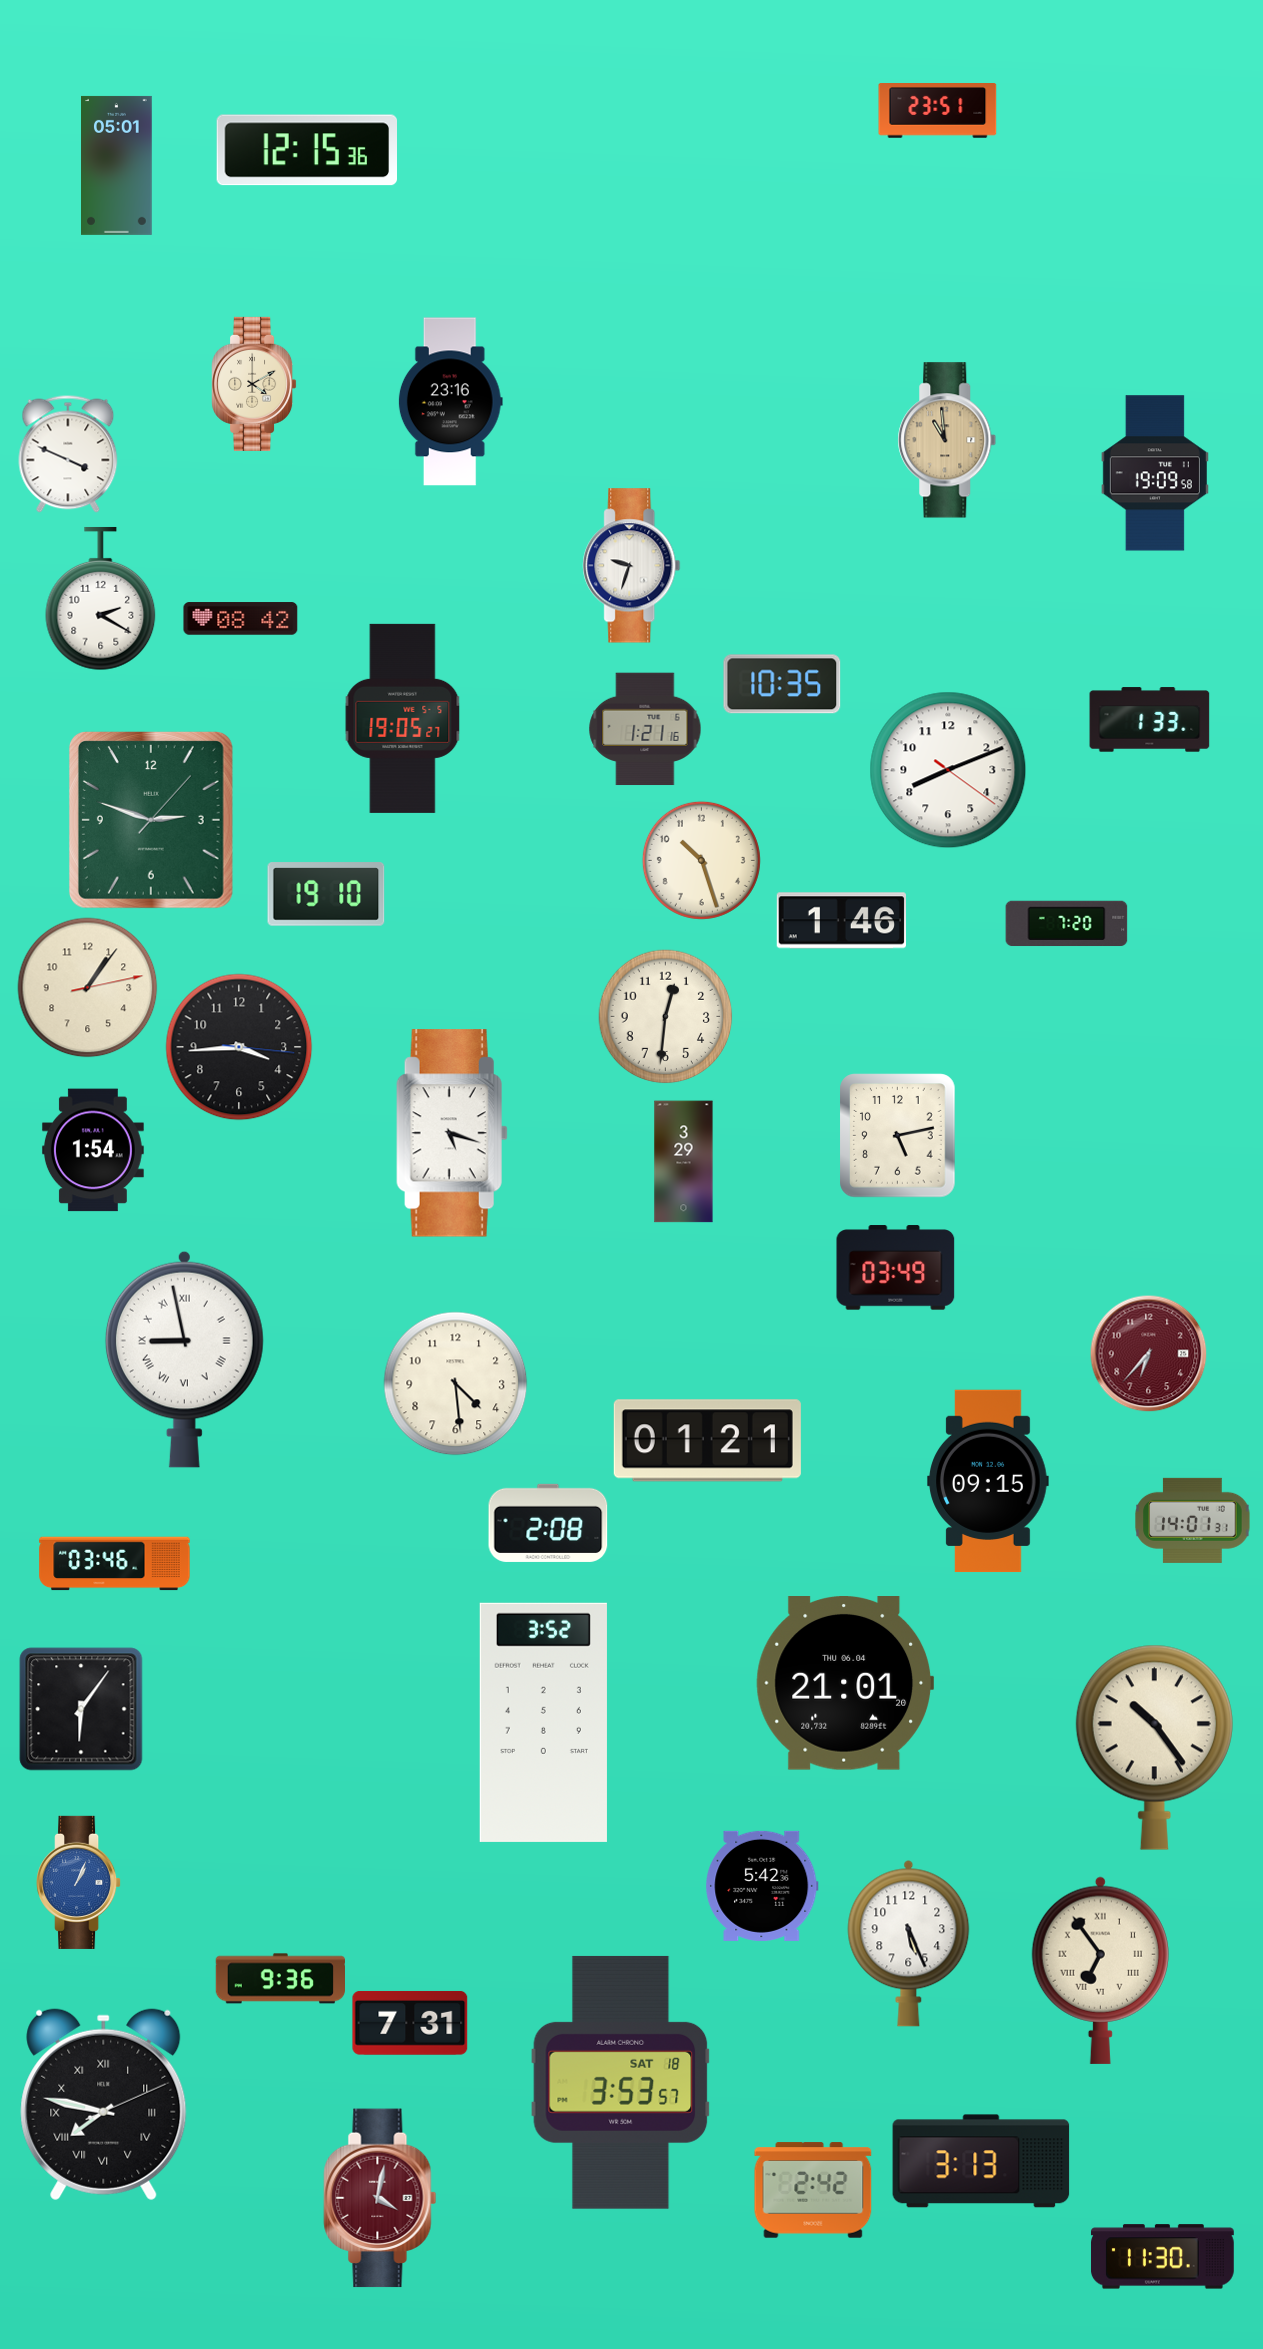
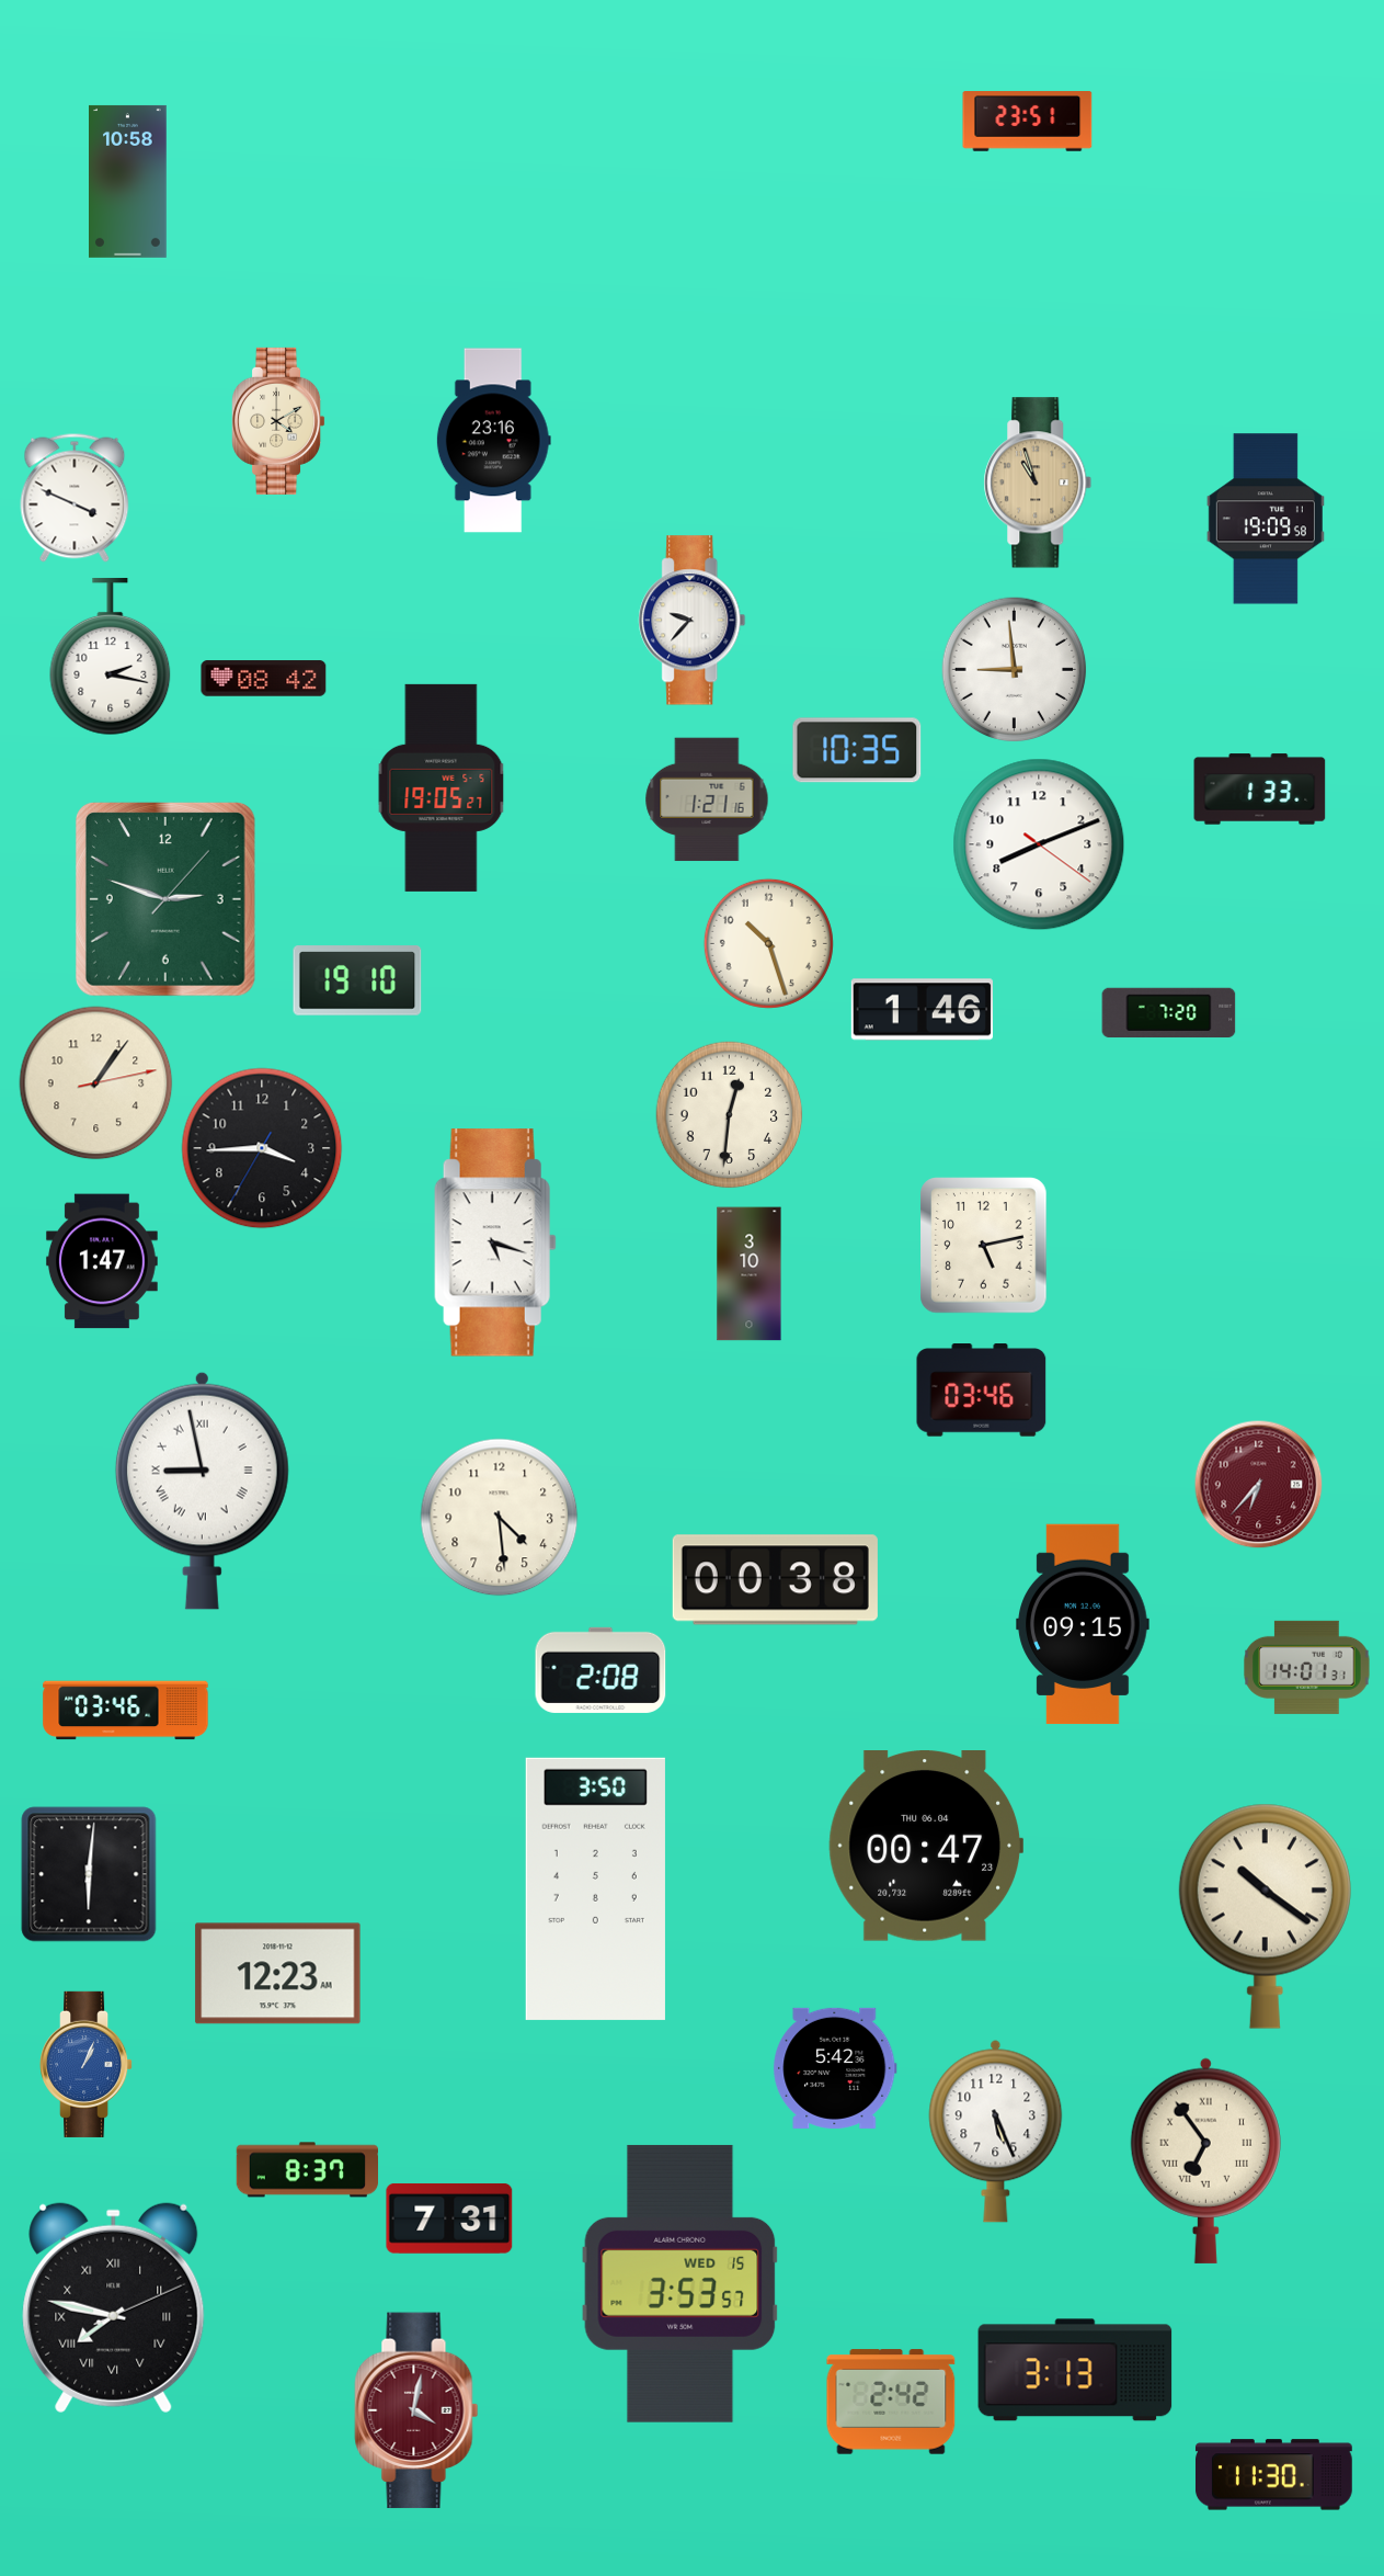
clock at (306, 150): 12:15 -> none
clock at (117, 165): 05:01 -> 10:58
clock at (947, 440): 10:59 -> 10:57
clock at (632, 566): 9:33 -> 9:37
clock at (101, 599): 2:20 -> 2:17
clock at (1015, 670): none -> 8:59
clock at (239, 1047): 3:44:16 -> 3:44:35
clock at (93, 1150): 1:54 -> 1:47
clock at (684, 1162): 3:29 -> 3:10
clock at (896, 1268): 03:49 -> 03:46
clock at (707, 1441): 01:21 -> 00:38
clock at (115, 1564) position: (115, 1564) -> (126, 1711)
clock at (844, 1684): 21:01 -> 00:47
clock at (81, 1709): 6:06 -> 6:01
clock at (543, 1722): 3:52 -> 3:50
clock at (1154, 1747): 10:24 -> 10:21
clock at (278, 1974): none -> 12:23
clock at (280, 1979): 9:36 -> 8:37
clock at (621, 2082) date: SAT 18 -> WED 15
